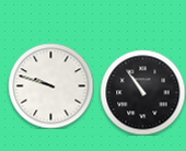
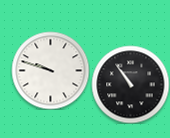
clock at (50, 85) position: (50, 85) -> (50, 70)
